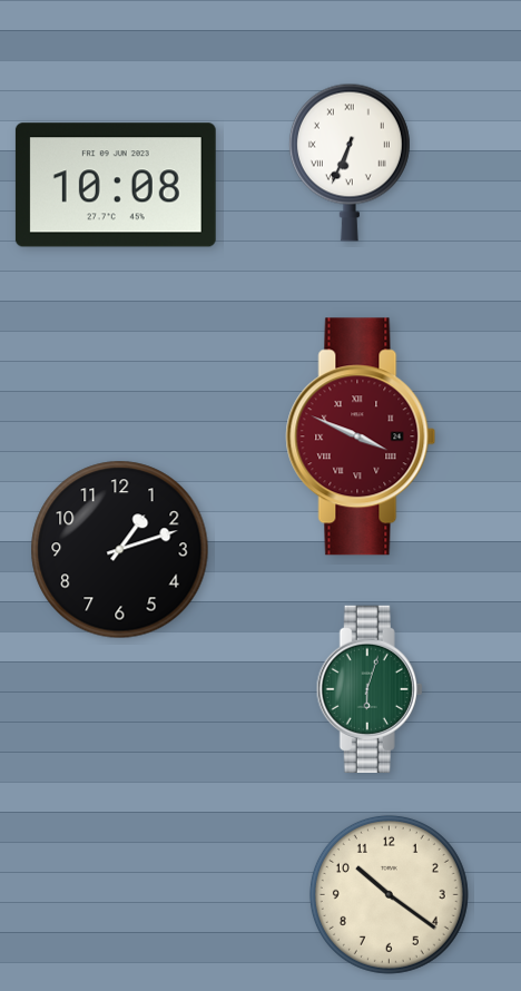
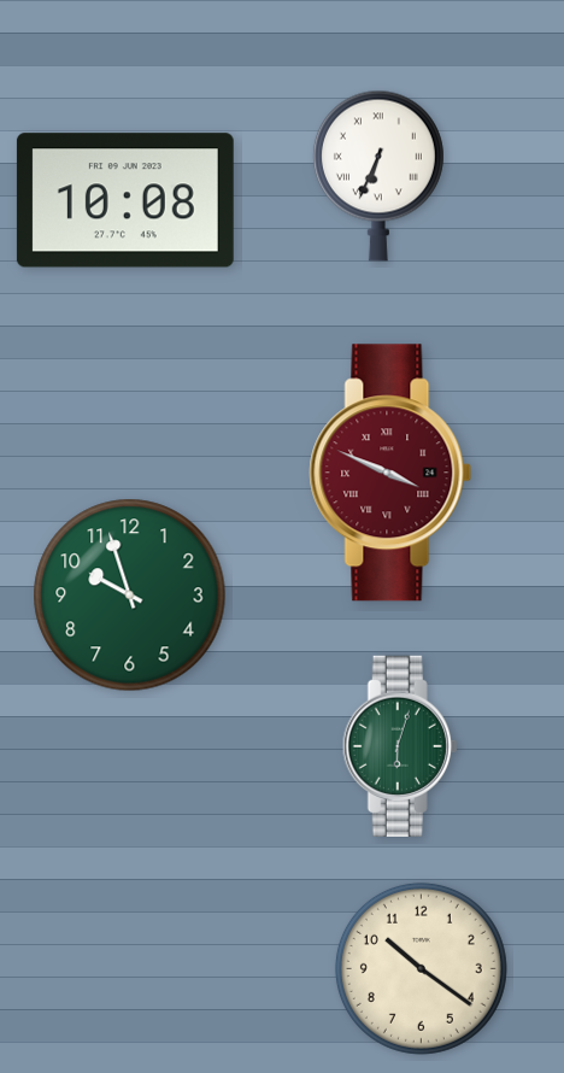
clock at (120, 550): 1:12 -> 9:57
clock at (120, 550) dial: black -> green
